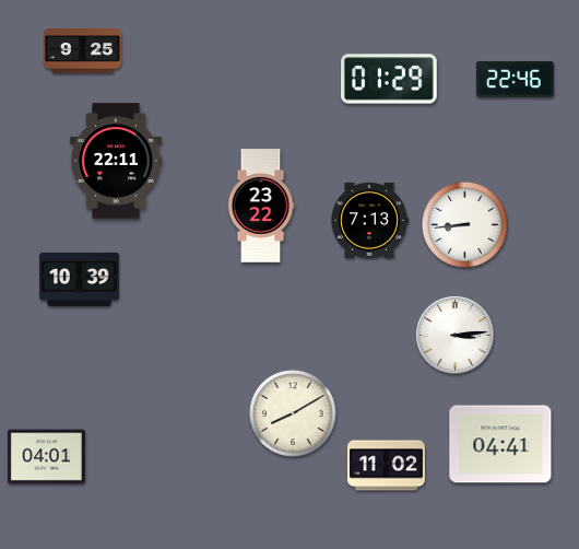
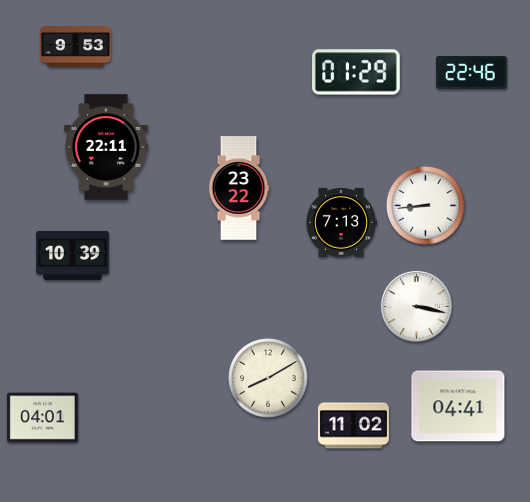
clock at (82, 51): 9:25 -> 9:53
clock at (369, 220) position: (369, 220) -> (341, 222)
clock at (454, 335): 3:14 -> 3:17
